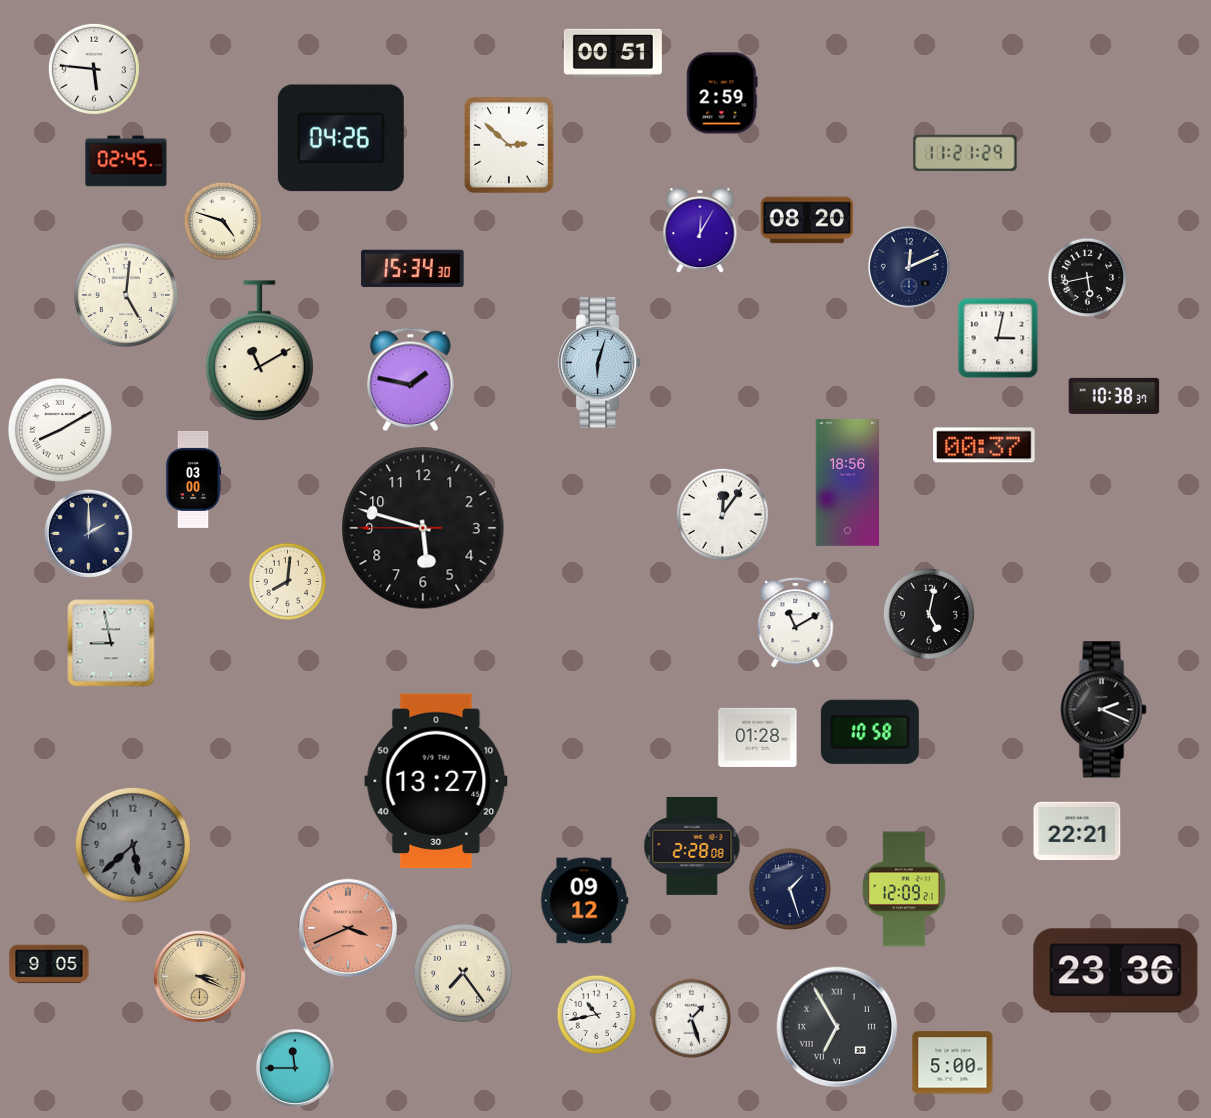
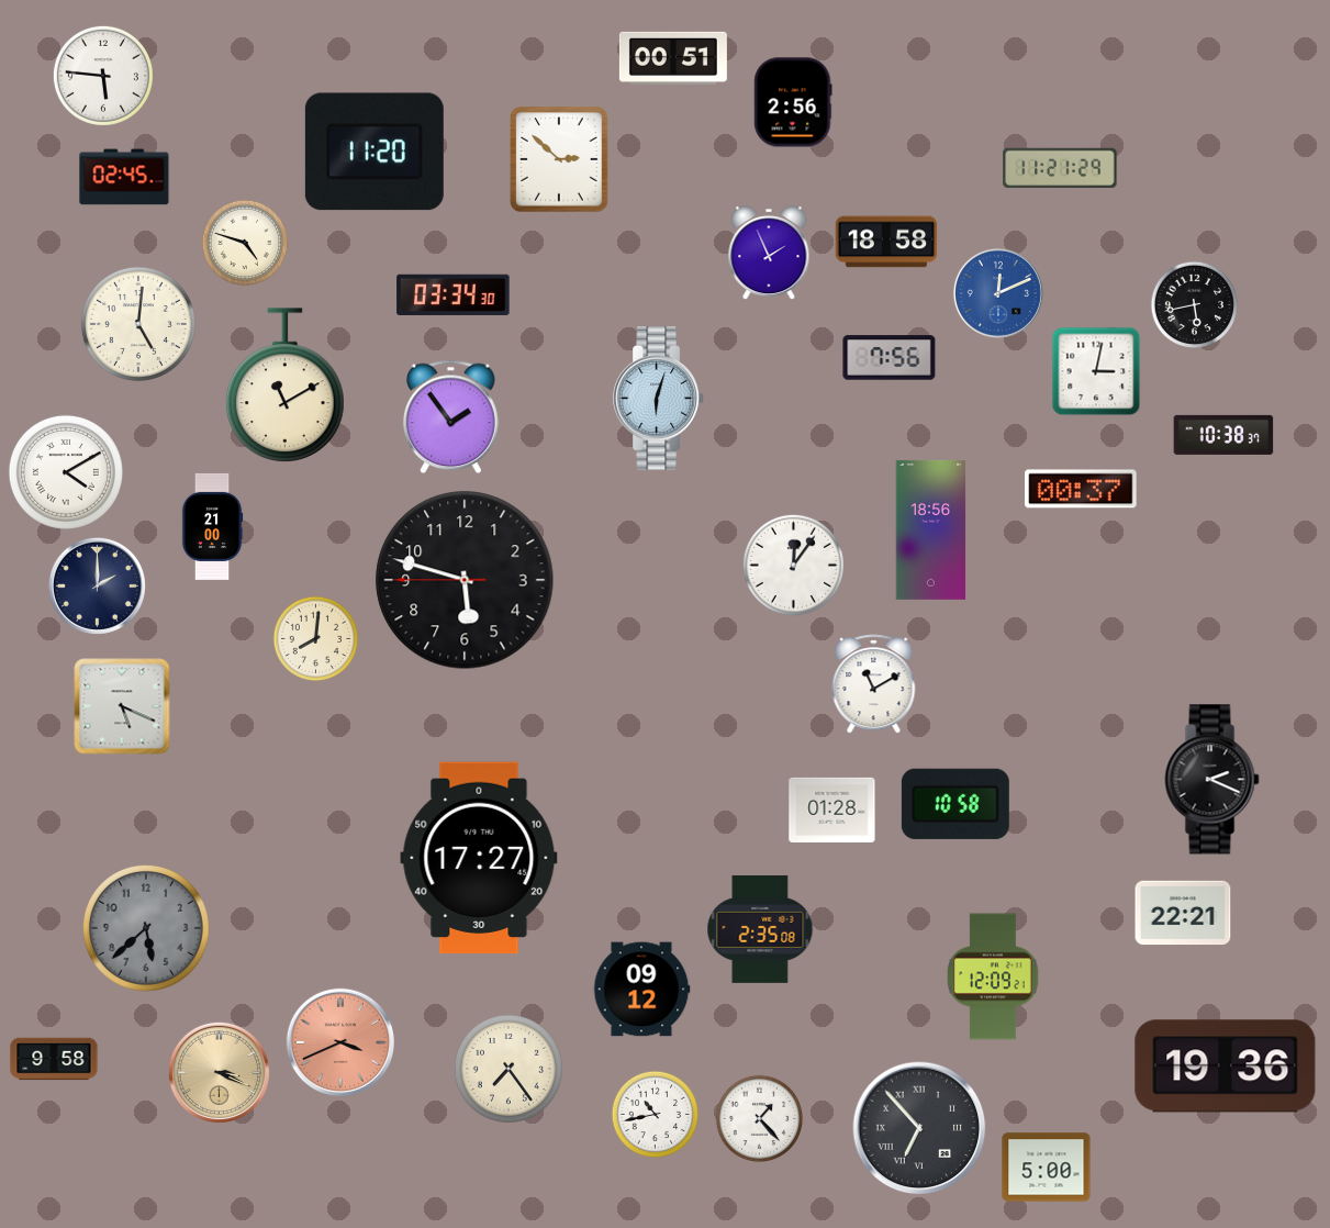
clock at (722, 93): 2:59 -> 2:56
clock at (341, 138): 04:26 -> 11:20
clock at (126, 161) position: (126, 161) -> (124, 177)
clock at (807, 220): 08:20 -> 18:58
clock at (700, 230): 12:05 -> 1:56
clock at (909, 267) dial: navy -> blue
clock at (413, 268): 15:34 -> 03:34
clock at (890, 358): none -> 7:56
clock at (411, 380): 1:47 -> 1:54
clock at (60, 430): 8:10 -> 4:10
clock at (193, 479): 03:00 -> 21:00
clock at (929, 614): 5:02 -> none
clock at (111, 643): 8:58 -> 5:19
clock at (436, 781): 13:27 -> 17:27
clock at (692, 846): 2:28 -> 2:35
clock at (789, 888): 1:27 -> none
clock at (347, 927) position: (347, 927) -> (339, 1041)
clock at (49, 964): 9:05 -> 9:58
clock at (1116, 971): 23:36 -> 19:36
clock at (692, 1019): 1:27 -> 1:23
clock at (837, 1027): 6:55 -> 6:53
clock at (295, 1068): 11:45 -> none
